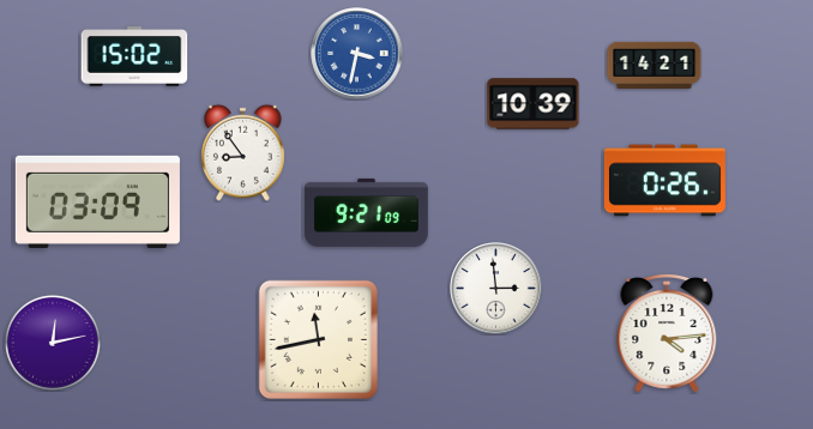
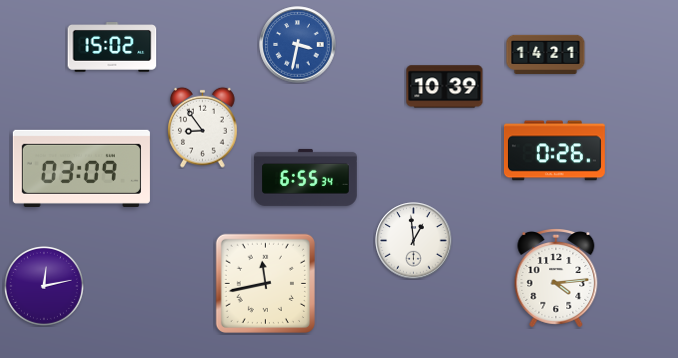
clock at (367, 212): 9:21 -> 6:55
clock at (496, 289): 2:59 -> 12:59
